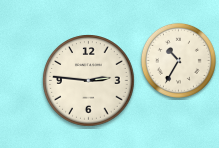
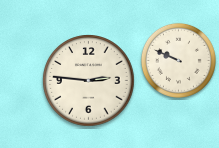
clock at (178, 60): 10:35 -> 9:49
